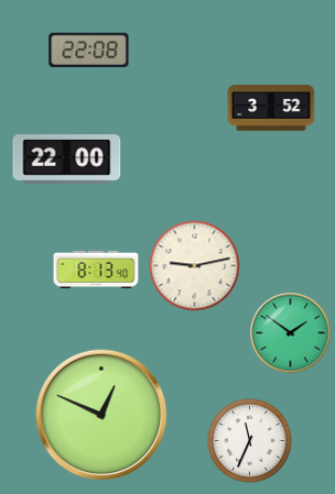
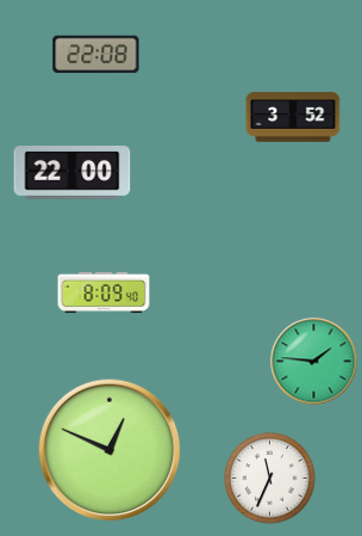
clock at (195, 266): 9:13 -> none
clock at (96, 270): 8:13 -> 8:09
clock at (291, 333): 1:51 -> 1:46
